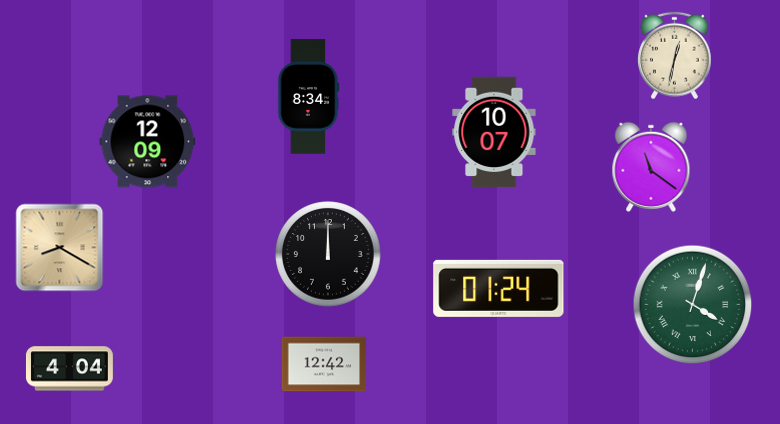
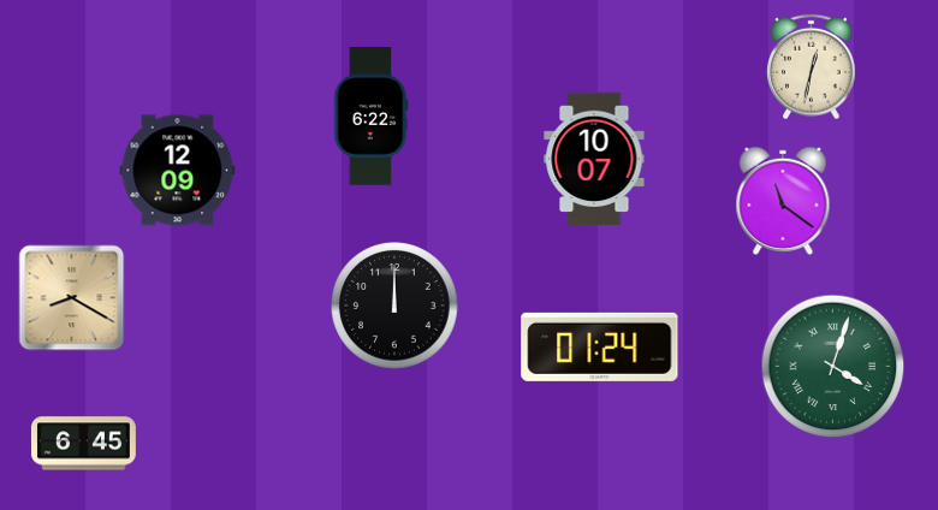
clock at (308, 97): 8:34 -> 6:22
clock at (324, 364): 12:42 -> none
clock at (69, 369): 4:04 -> 6:45
